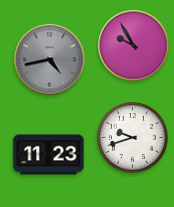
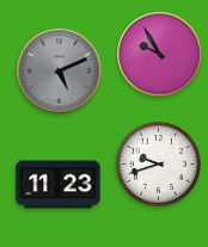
clock at (50, 60): 4:43 -> 5:11
